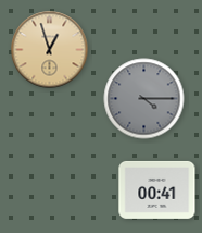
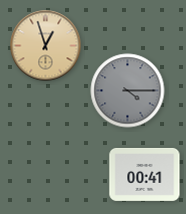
clock at (144, 99) position: (144, 99) -> (128, 91)
